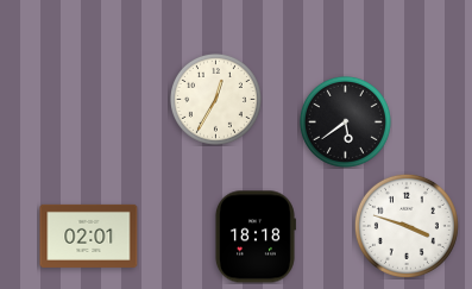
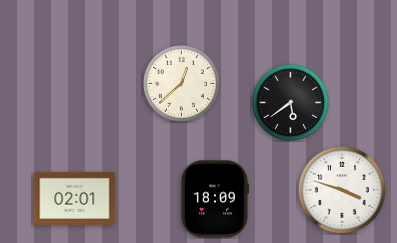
clock at (215, 99): 12:35 -> 12:38
clock at (254, 237): 18:18 -> 18:09
